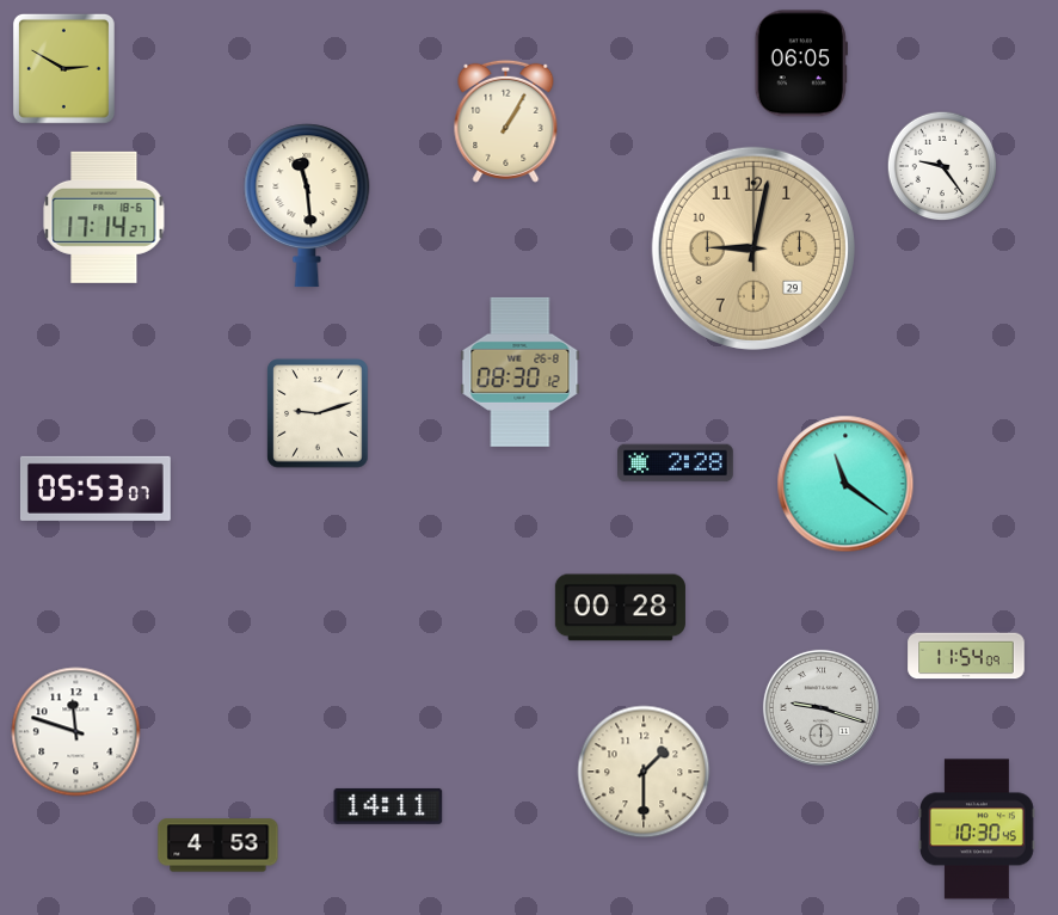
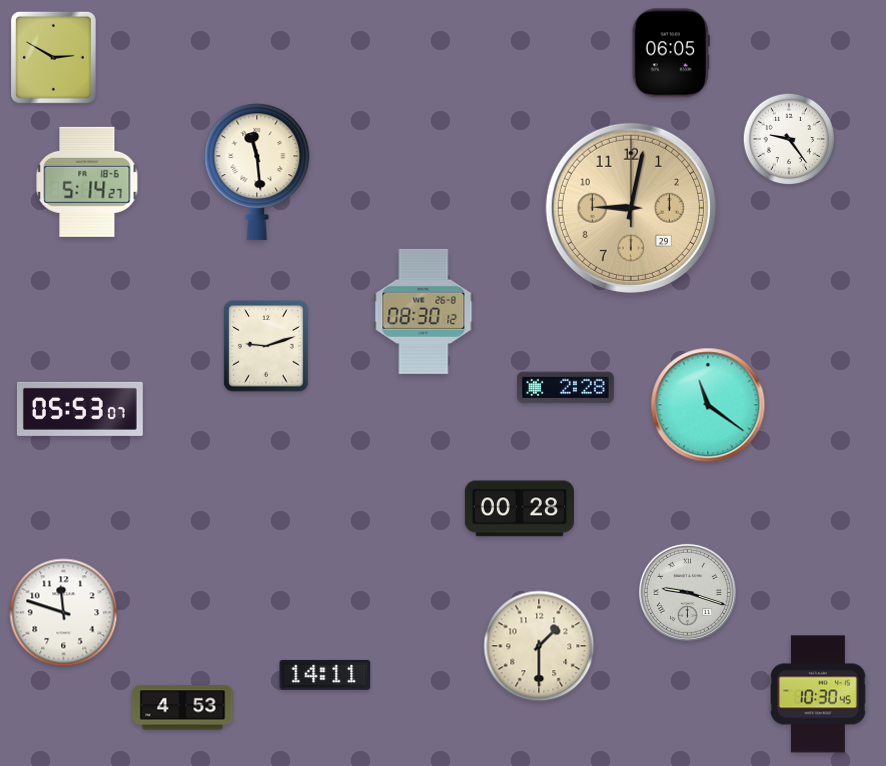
clock at (506, 121): 1:05 -> none
clock at (104, 217): 17:14 -> 5:14
clock at (521, 371) position: (521, 371) -> (424, 311)
clock at (966, 656): 11:54 -> none
